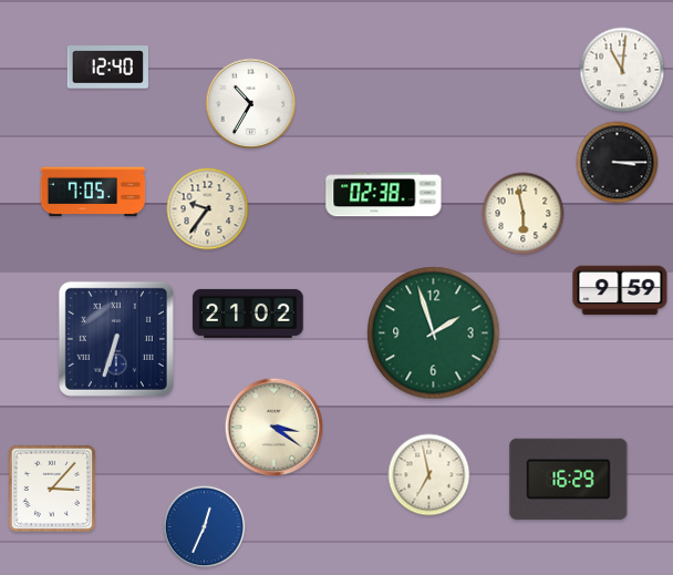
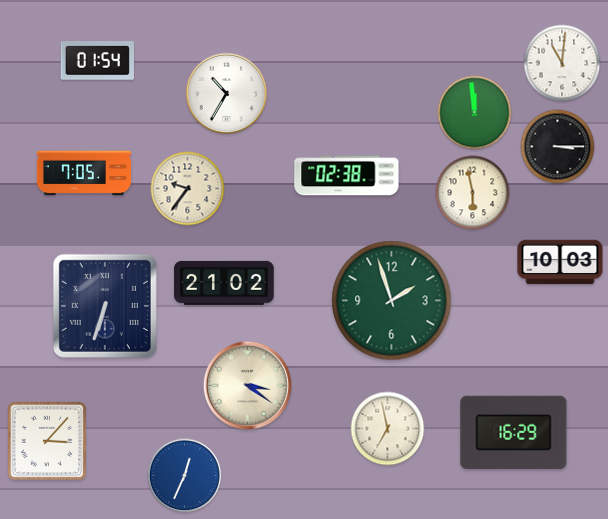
clock at (107, 68): 12:40 -> 01:54
clock at (475, 113): none -> 11:59
clock at (620, 290): 9:59 -> 10:03
